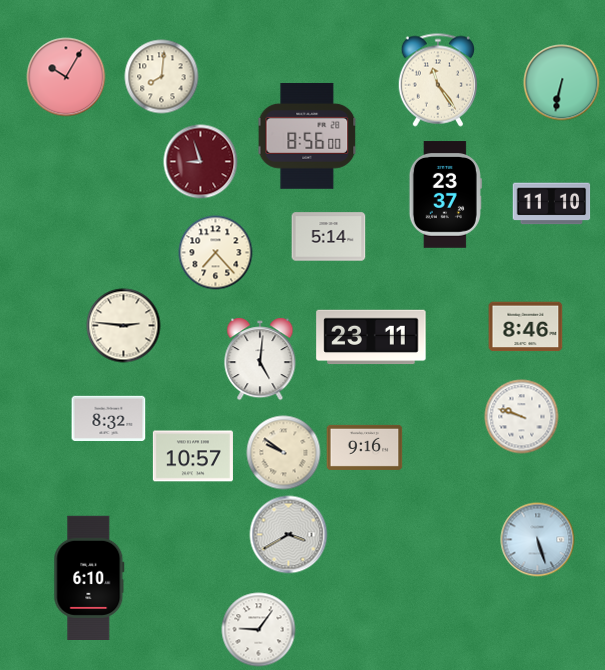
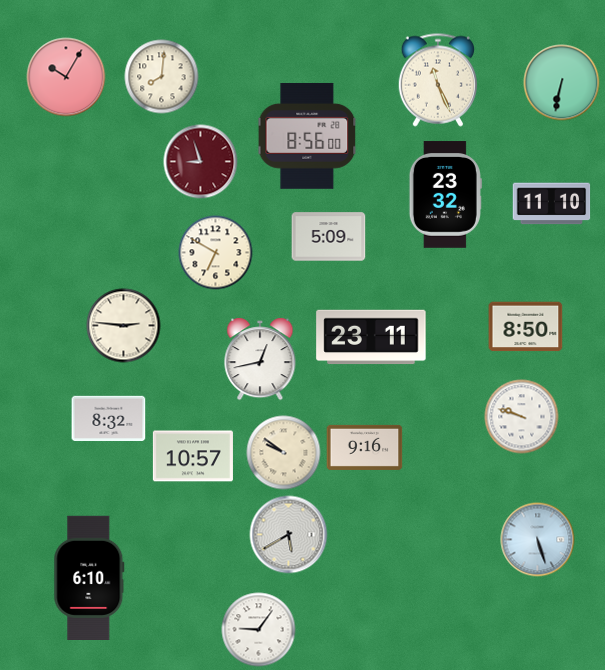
clock at (437, 80): 11:24 -> 11:26
clock at (445, 195): 23:37 -> 23:32
clock at (329, 237): 5:14 -> 5:09
clock at (216, 253): 7:23 -> 6:50
clock at (526, 327): 8:46 -> 8:50
clock at (260, 359): 5:01 -> 12:43
clock at (289, 535): 3:40 -> 5:40
